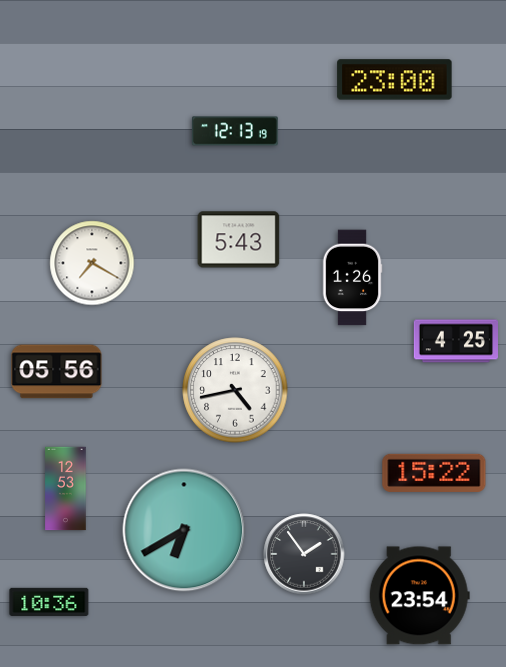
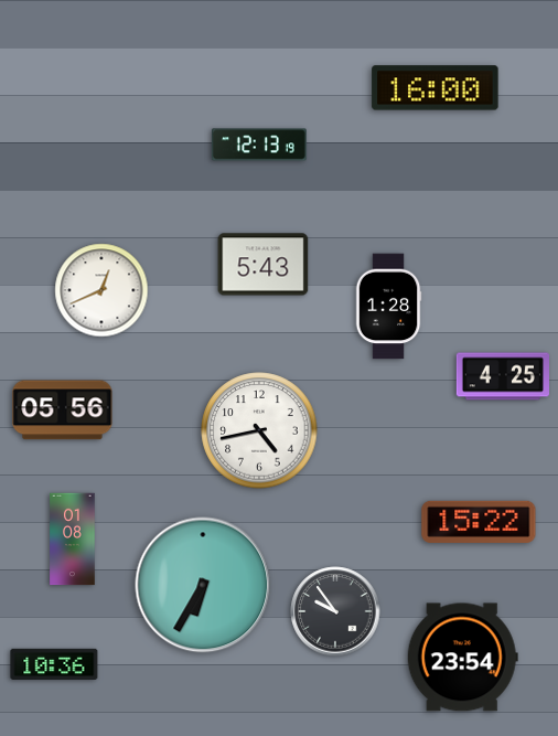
clock at (395, 80): 23:00 -> 16:00
clock at (92, 263): 7:20 -> 12:41
clock at (352, 278): 1:26 -> 1:28
clock at (66, 489): 12:53 -> 01:08
clock at (184, 530): 6:40 -> 6:35
clock at (304, 554): 1:54 -> 9:54
